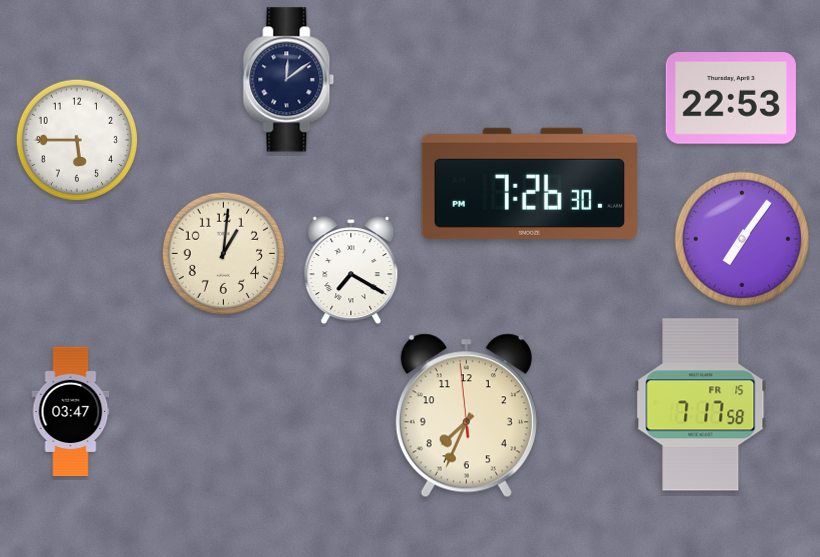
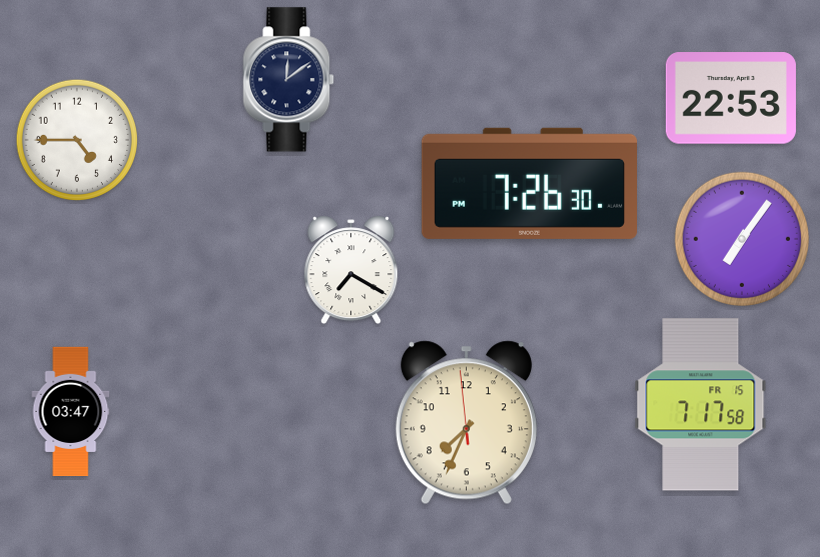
clock at (77, 140): 5:45 -> 4:45
clock at (224, 254): 1:01 -> none
clock at (466, 416) position: (466, 416) -> (466, 423)
